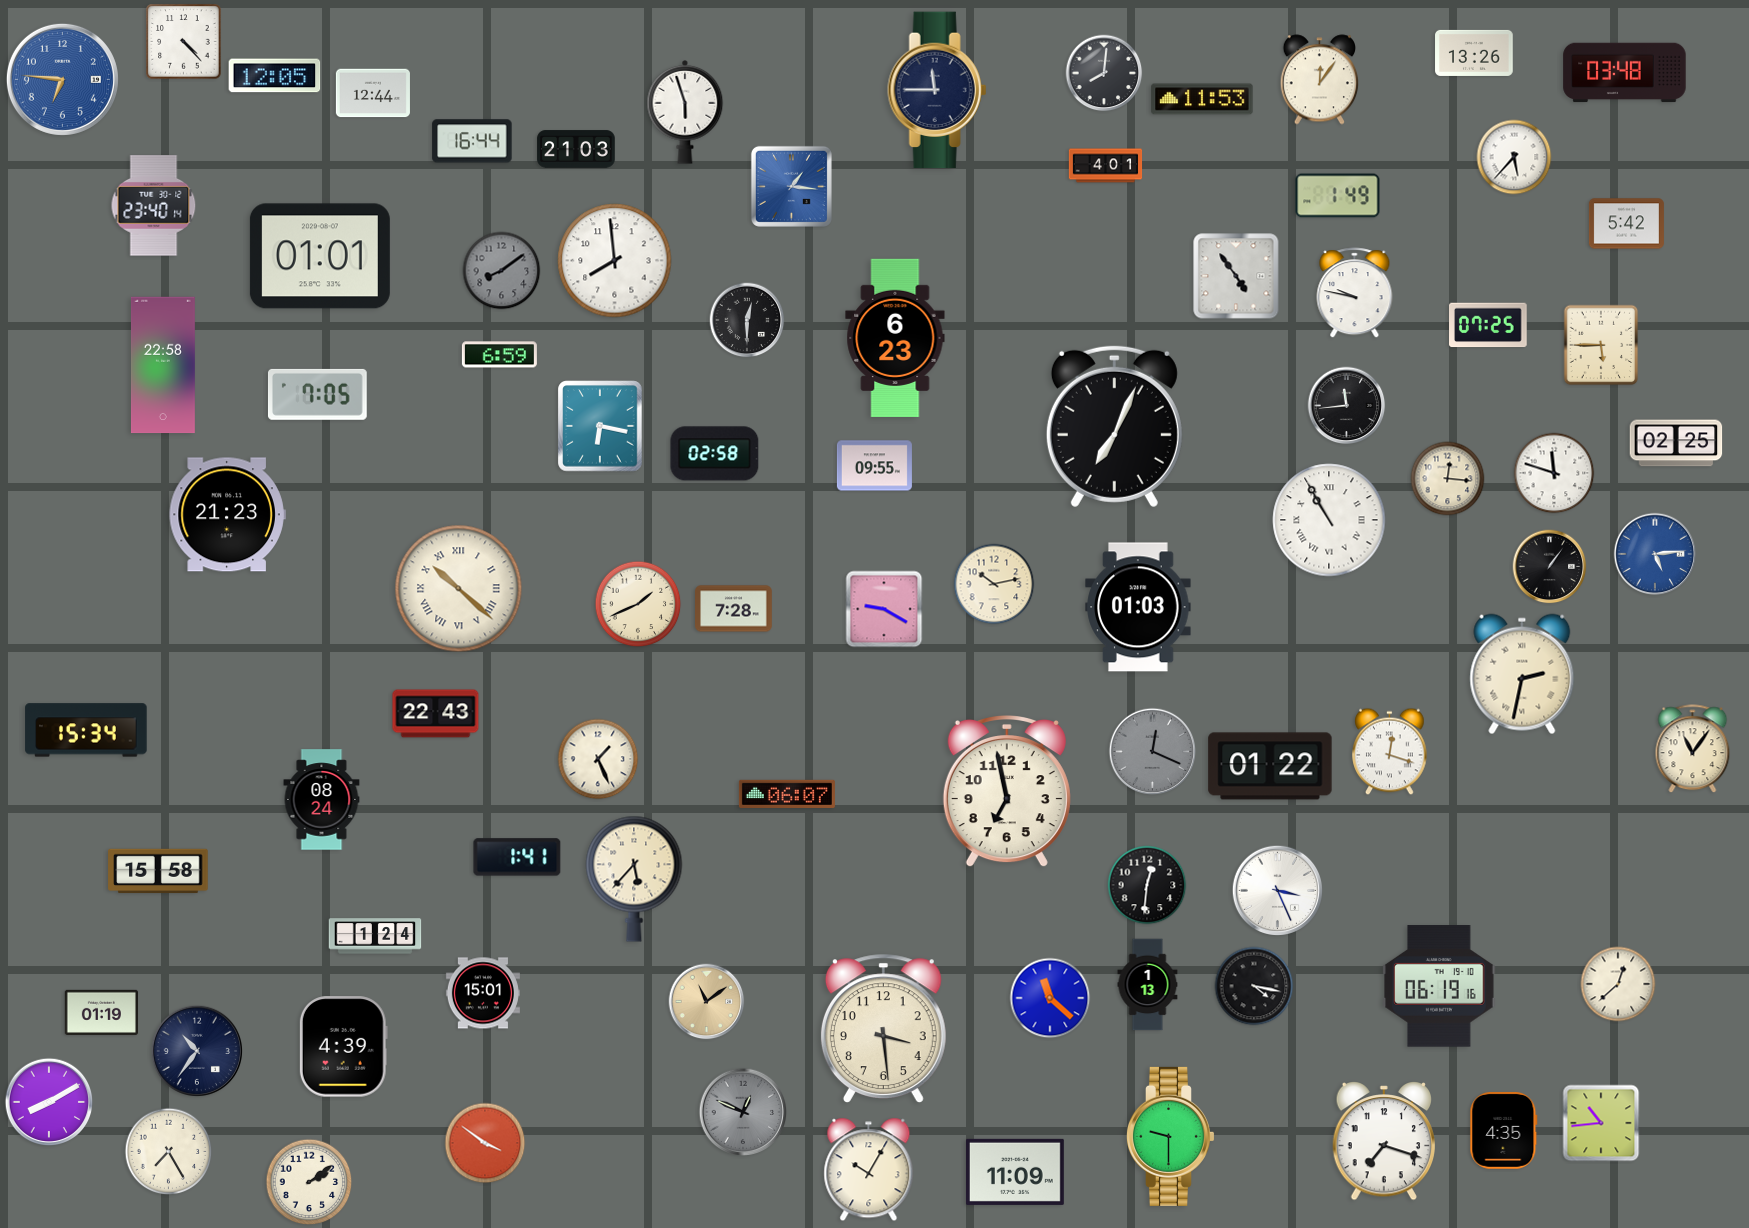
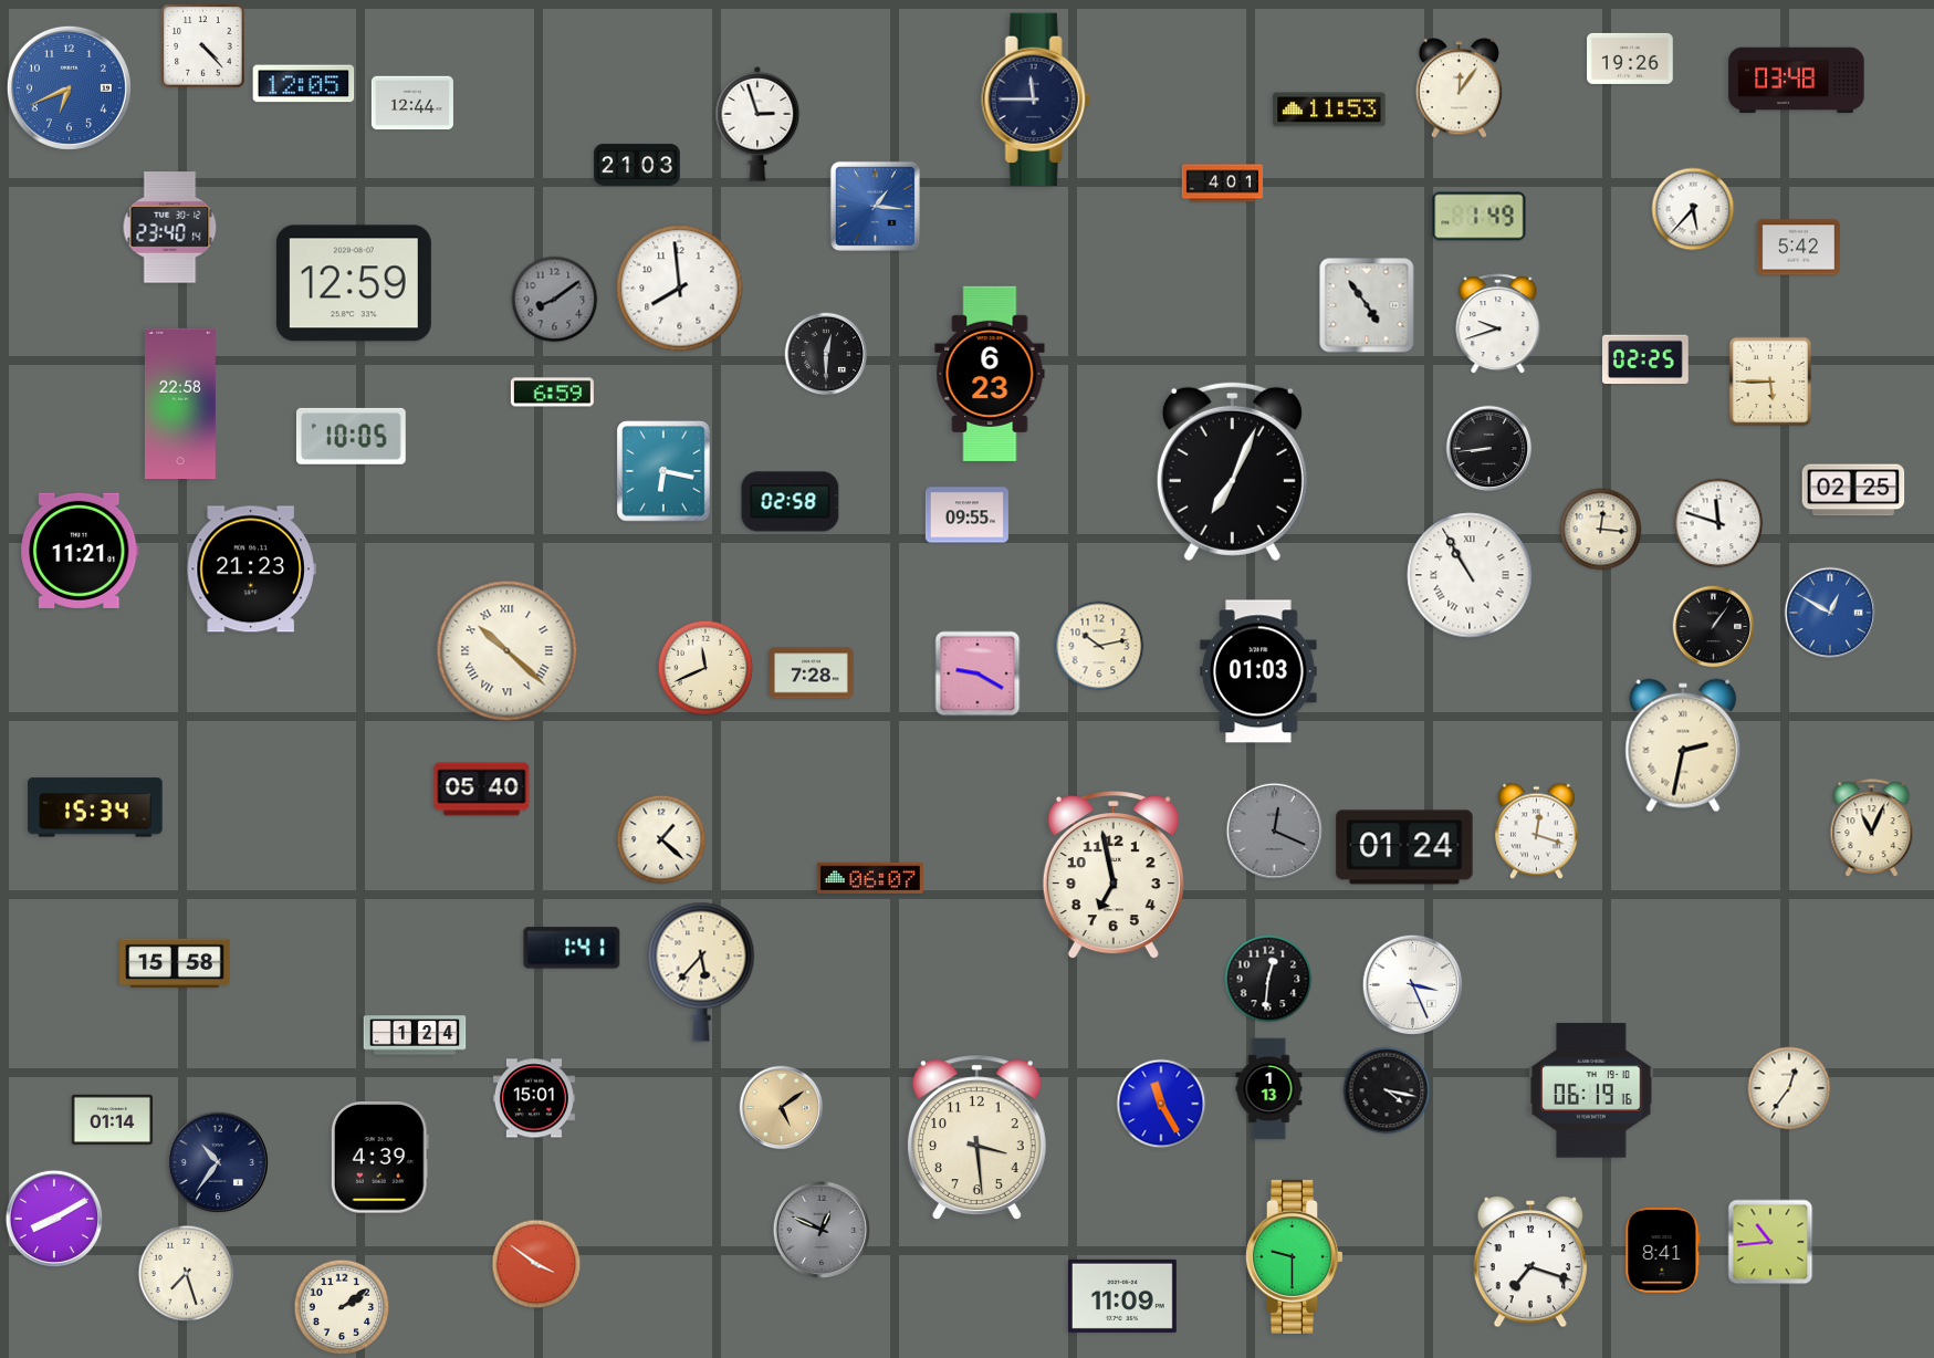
clock at (1474, 53): 13:26 -> 19:26
clock at (1104, 73): 8:01 -> none
clock at (62, 79): 6:46 -> 6:41
clock at (685, 113): 5:57 -> 2:57
clock at (472, 141): 16:44 -> none
clock at (1514, 157) position: (1514, 157) -> (1693, 209)
clock at (320, 256): 01:01 -> 12:59
clock at (1355, 293): 9:47 -> 9:42
clock at (1489, 325): 07:25 -> 02:25
clock at (317, 394): 7:05 -> 10:05
clock at (1347, 406): 11:44 -> 8:44
clock at (80, 551): none -> 11:21
clock at (1655, 554): 5:14 -> 12:50
clock at (638, 604): 1:41 -> 11:41
clock at (436, 714): 22:43 -> 05:40
clock at (1693, 749): 11:06 -> 11:04
clock at (598, 759): 1:26 -> 1:22
clock at (1270, 766): 01:22 -> 01:24
clock at (322, 800): 08:24 -> none
clock at (1618, 984): 12:38 -> 12:36
clock at (1050, 998): 11:22 -> 11:25
clock at (707, 1002): 11:09 -> 5:09
clock at (101, 1012): 01:19 -> 01:14
clock at (1504, 1130): 4:35 -> 8:41
clock at (169, 1152): 7:25 -> 7:27
clock at (869, 1170): 10:05 -> none
